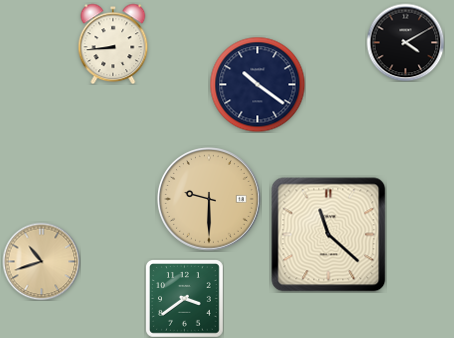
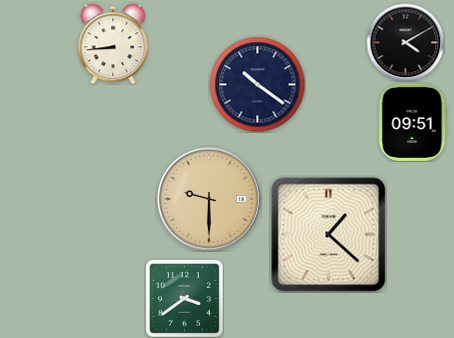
clock at (412, 122): none -> 09:51
clock at (329, 235): 11:22 -> 1:22
clock at (41, 261): 10:42 -> none
